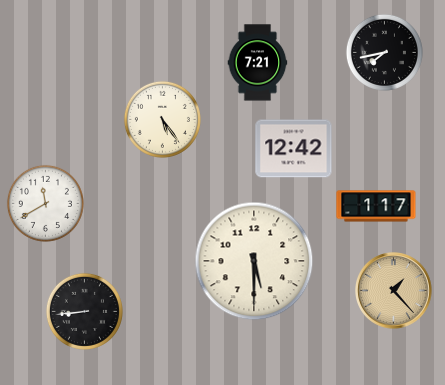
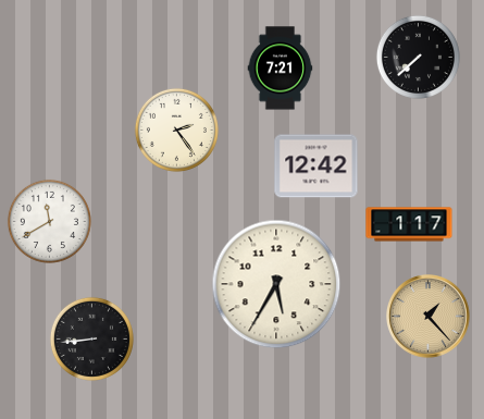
clock at (384, 52): 7:43 -> 7:38
clock at (162, 119): 5:24 -> 2:24
clock at (294, 149) position: (294, 149) -> (317, 167)
clock at (254, 261): 5:30 -> 5:35
